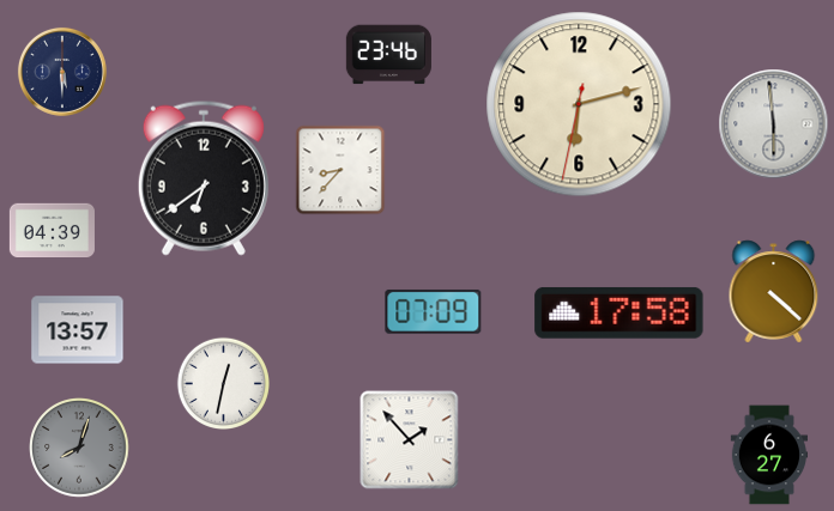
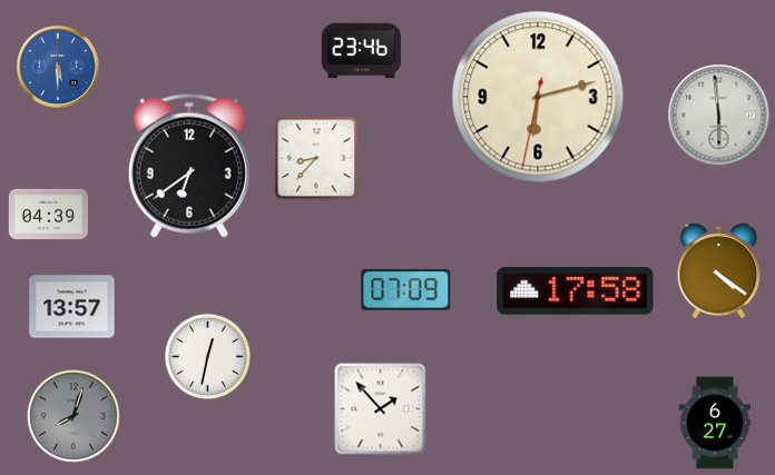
clock at (62, 72) dial: navy -> blue
clock at (774, 292): 4:22 -> 4:21
clock at (434, 311) position: (434, 311) -> (406, 289)
